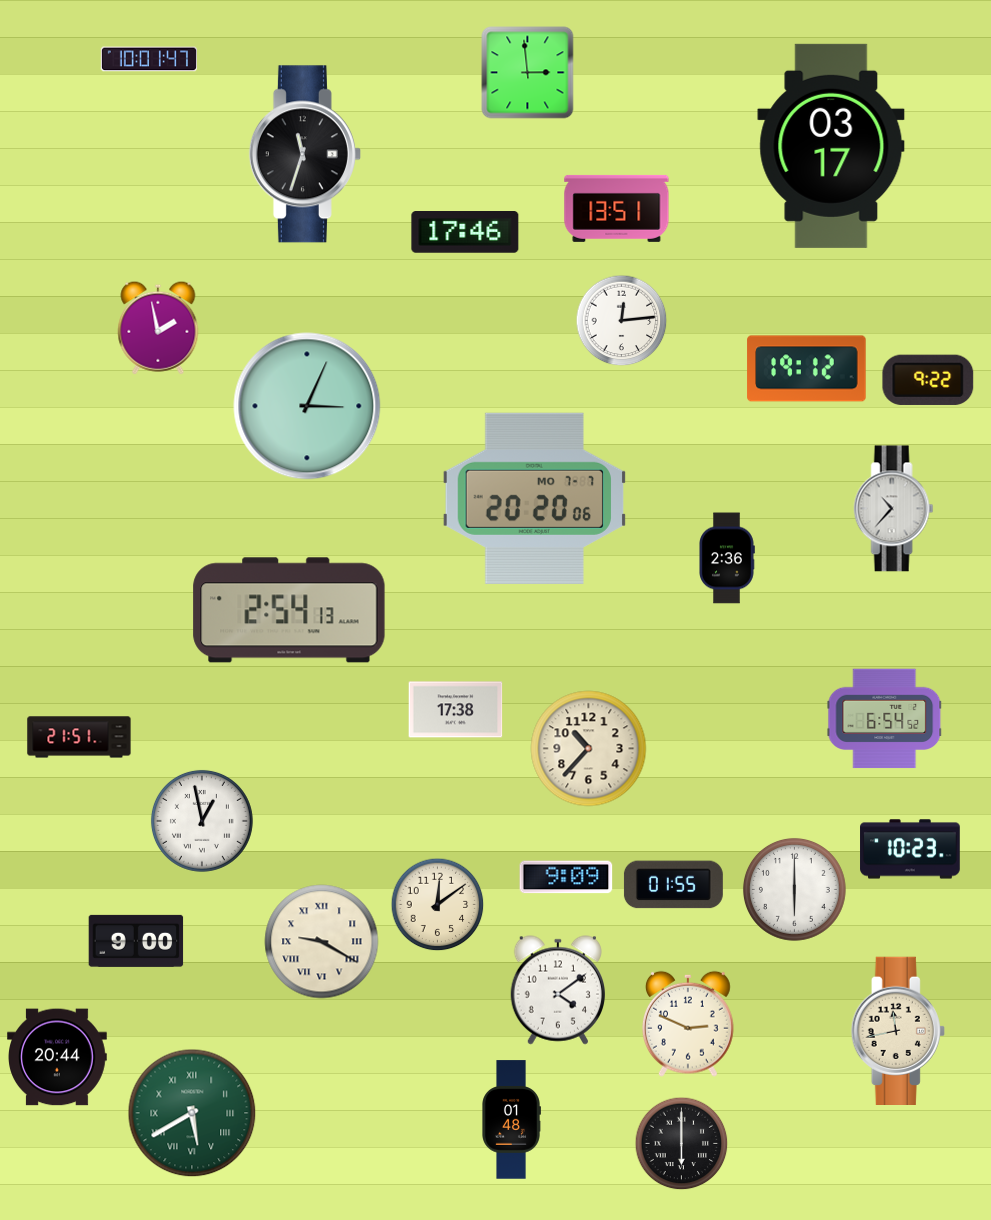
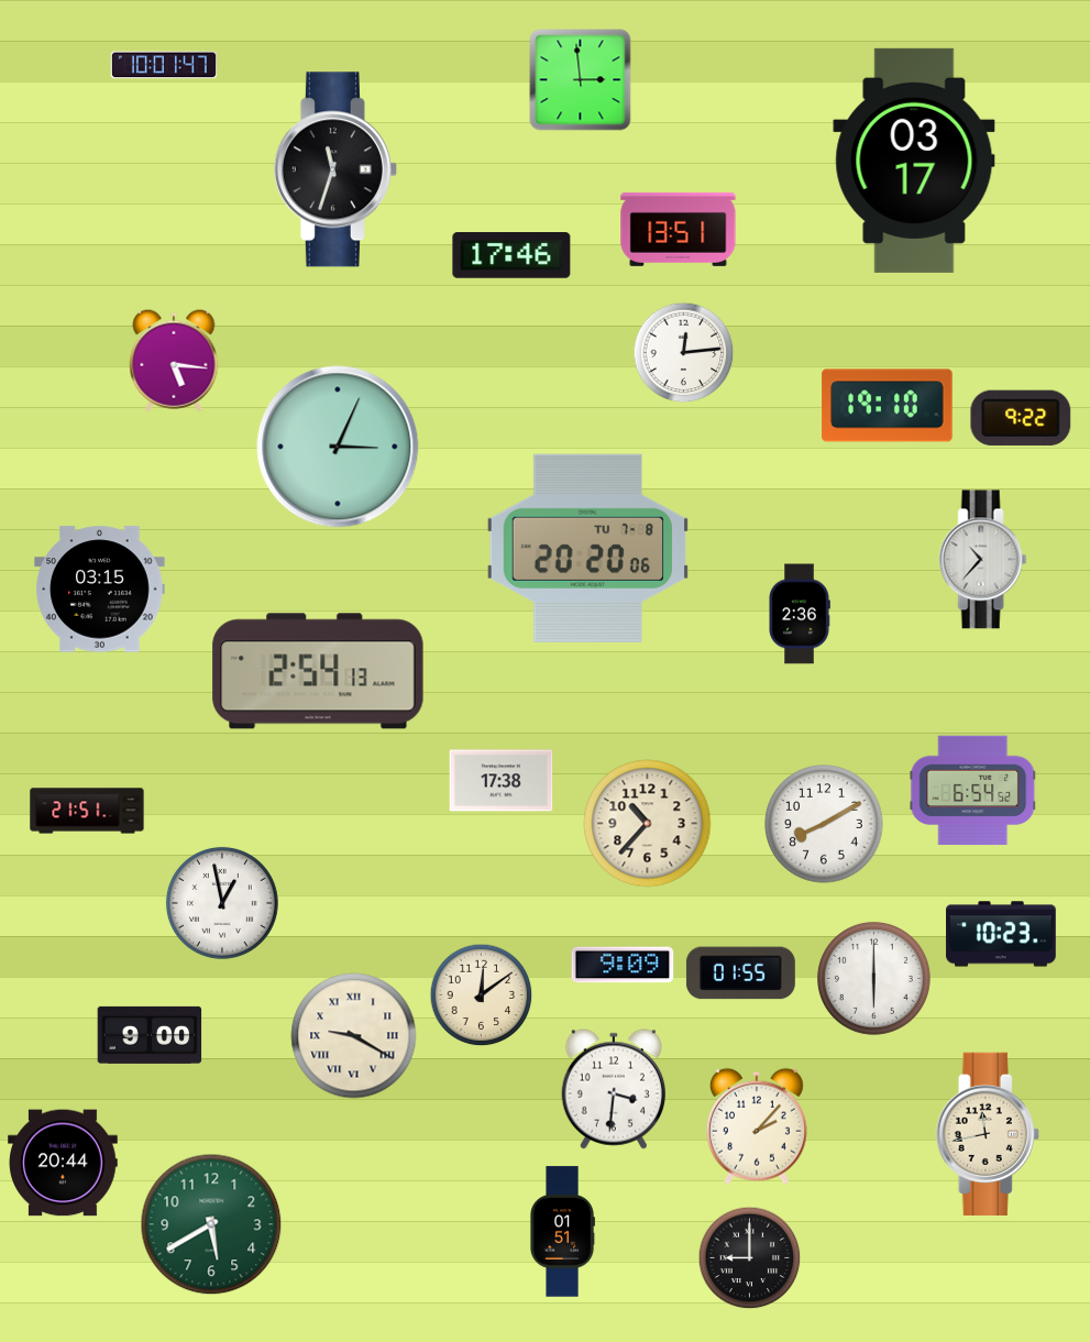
clock at (158, 328): 1:58 -> 5:16
clock at (807, 369): 19:12 -> 19:10
clock at (534, 498) date: MO 7-7 -> TU 7-8
clock at (100, 590): none -> 03:15
clock at (824, 824): none -> 8:10
clock at (557, 990): 4:09 -> 3:31
clock at (688, 1024): 2:49 -> 2:07
clock at (192, 1113) numerals: Roman -> Arabic
clock at (511, 1120): 01:48 -> 01:51
clock at (682, 1144): 6:00 -> 9:00
